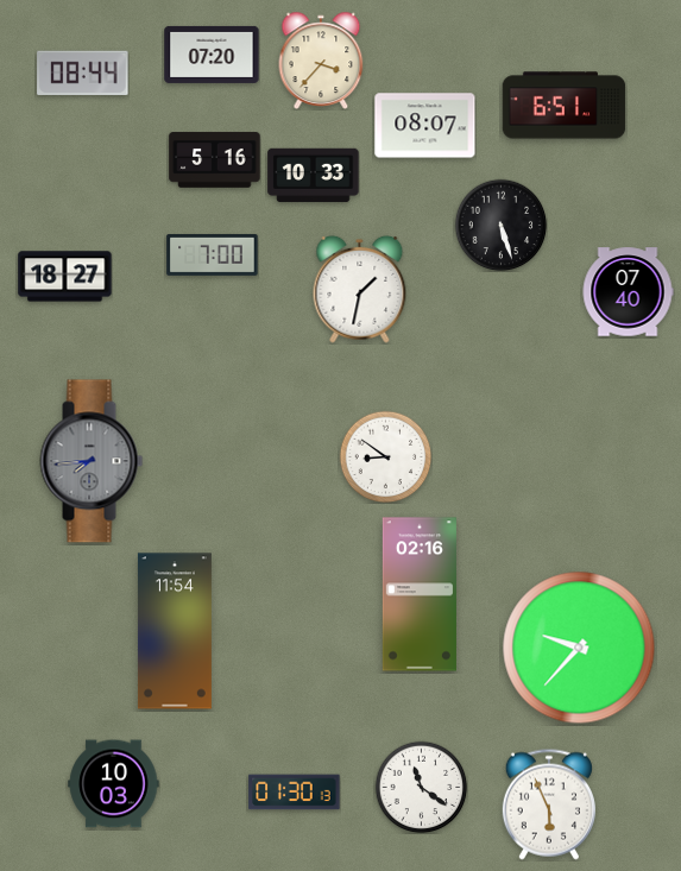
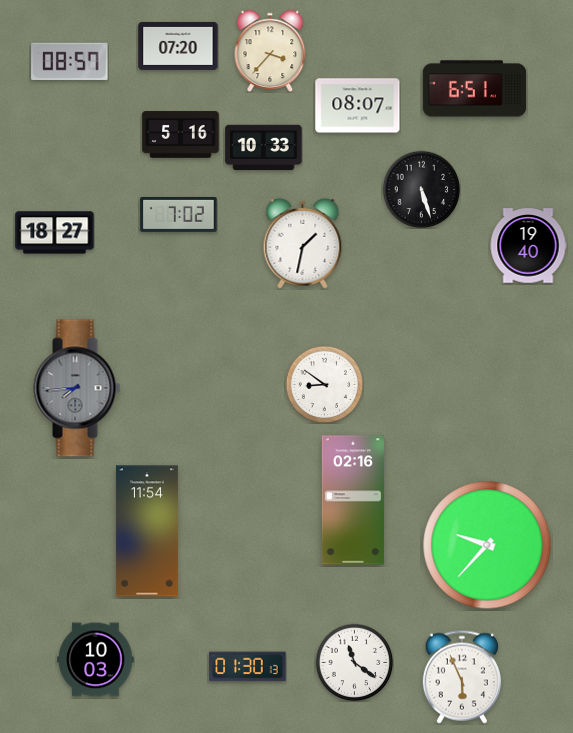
clock at (83, 72): 08:44 -> 08:57
clock at (213, 254): 7:00 -> 7:02
clock at (628, 292): 07:40 -> 19:40
